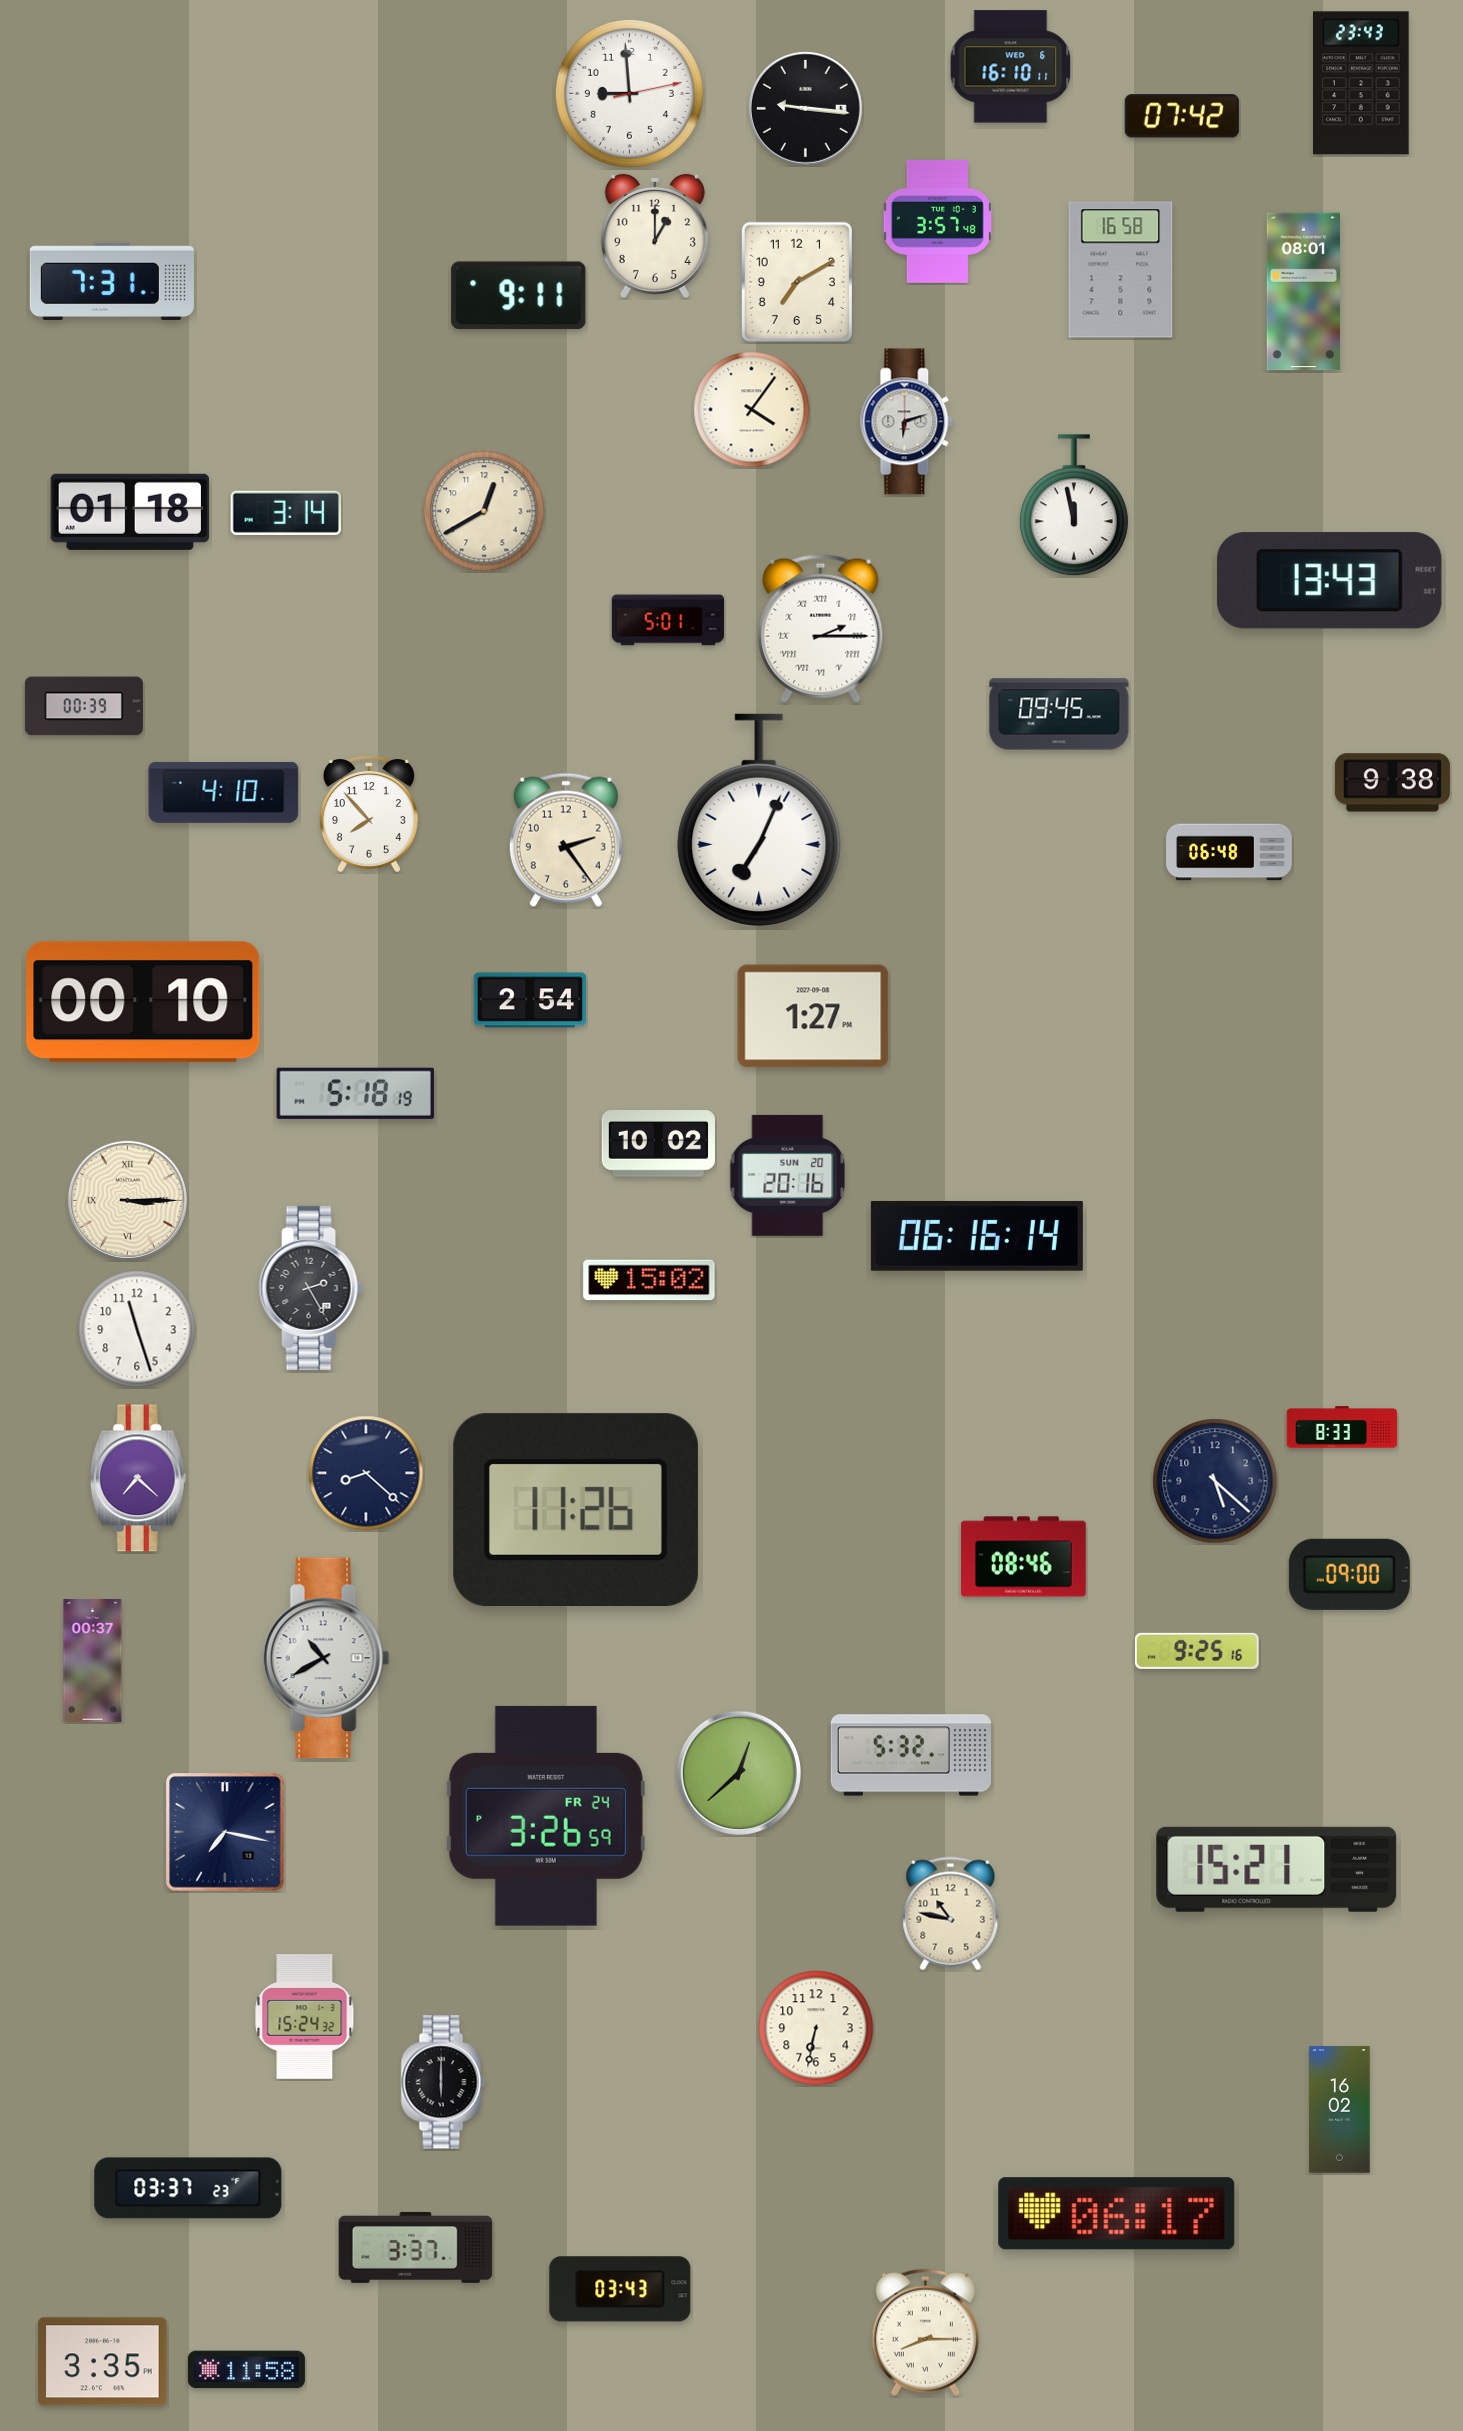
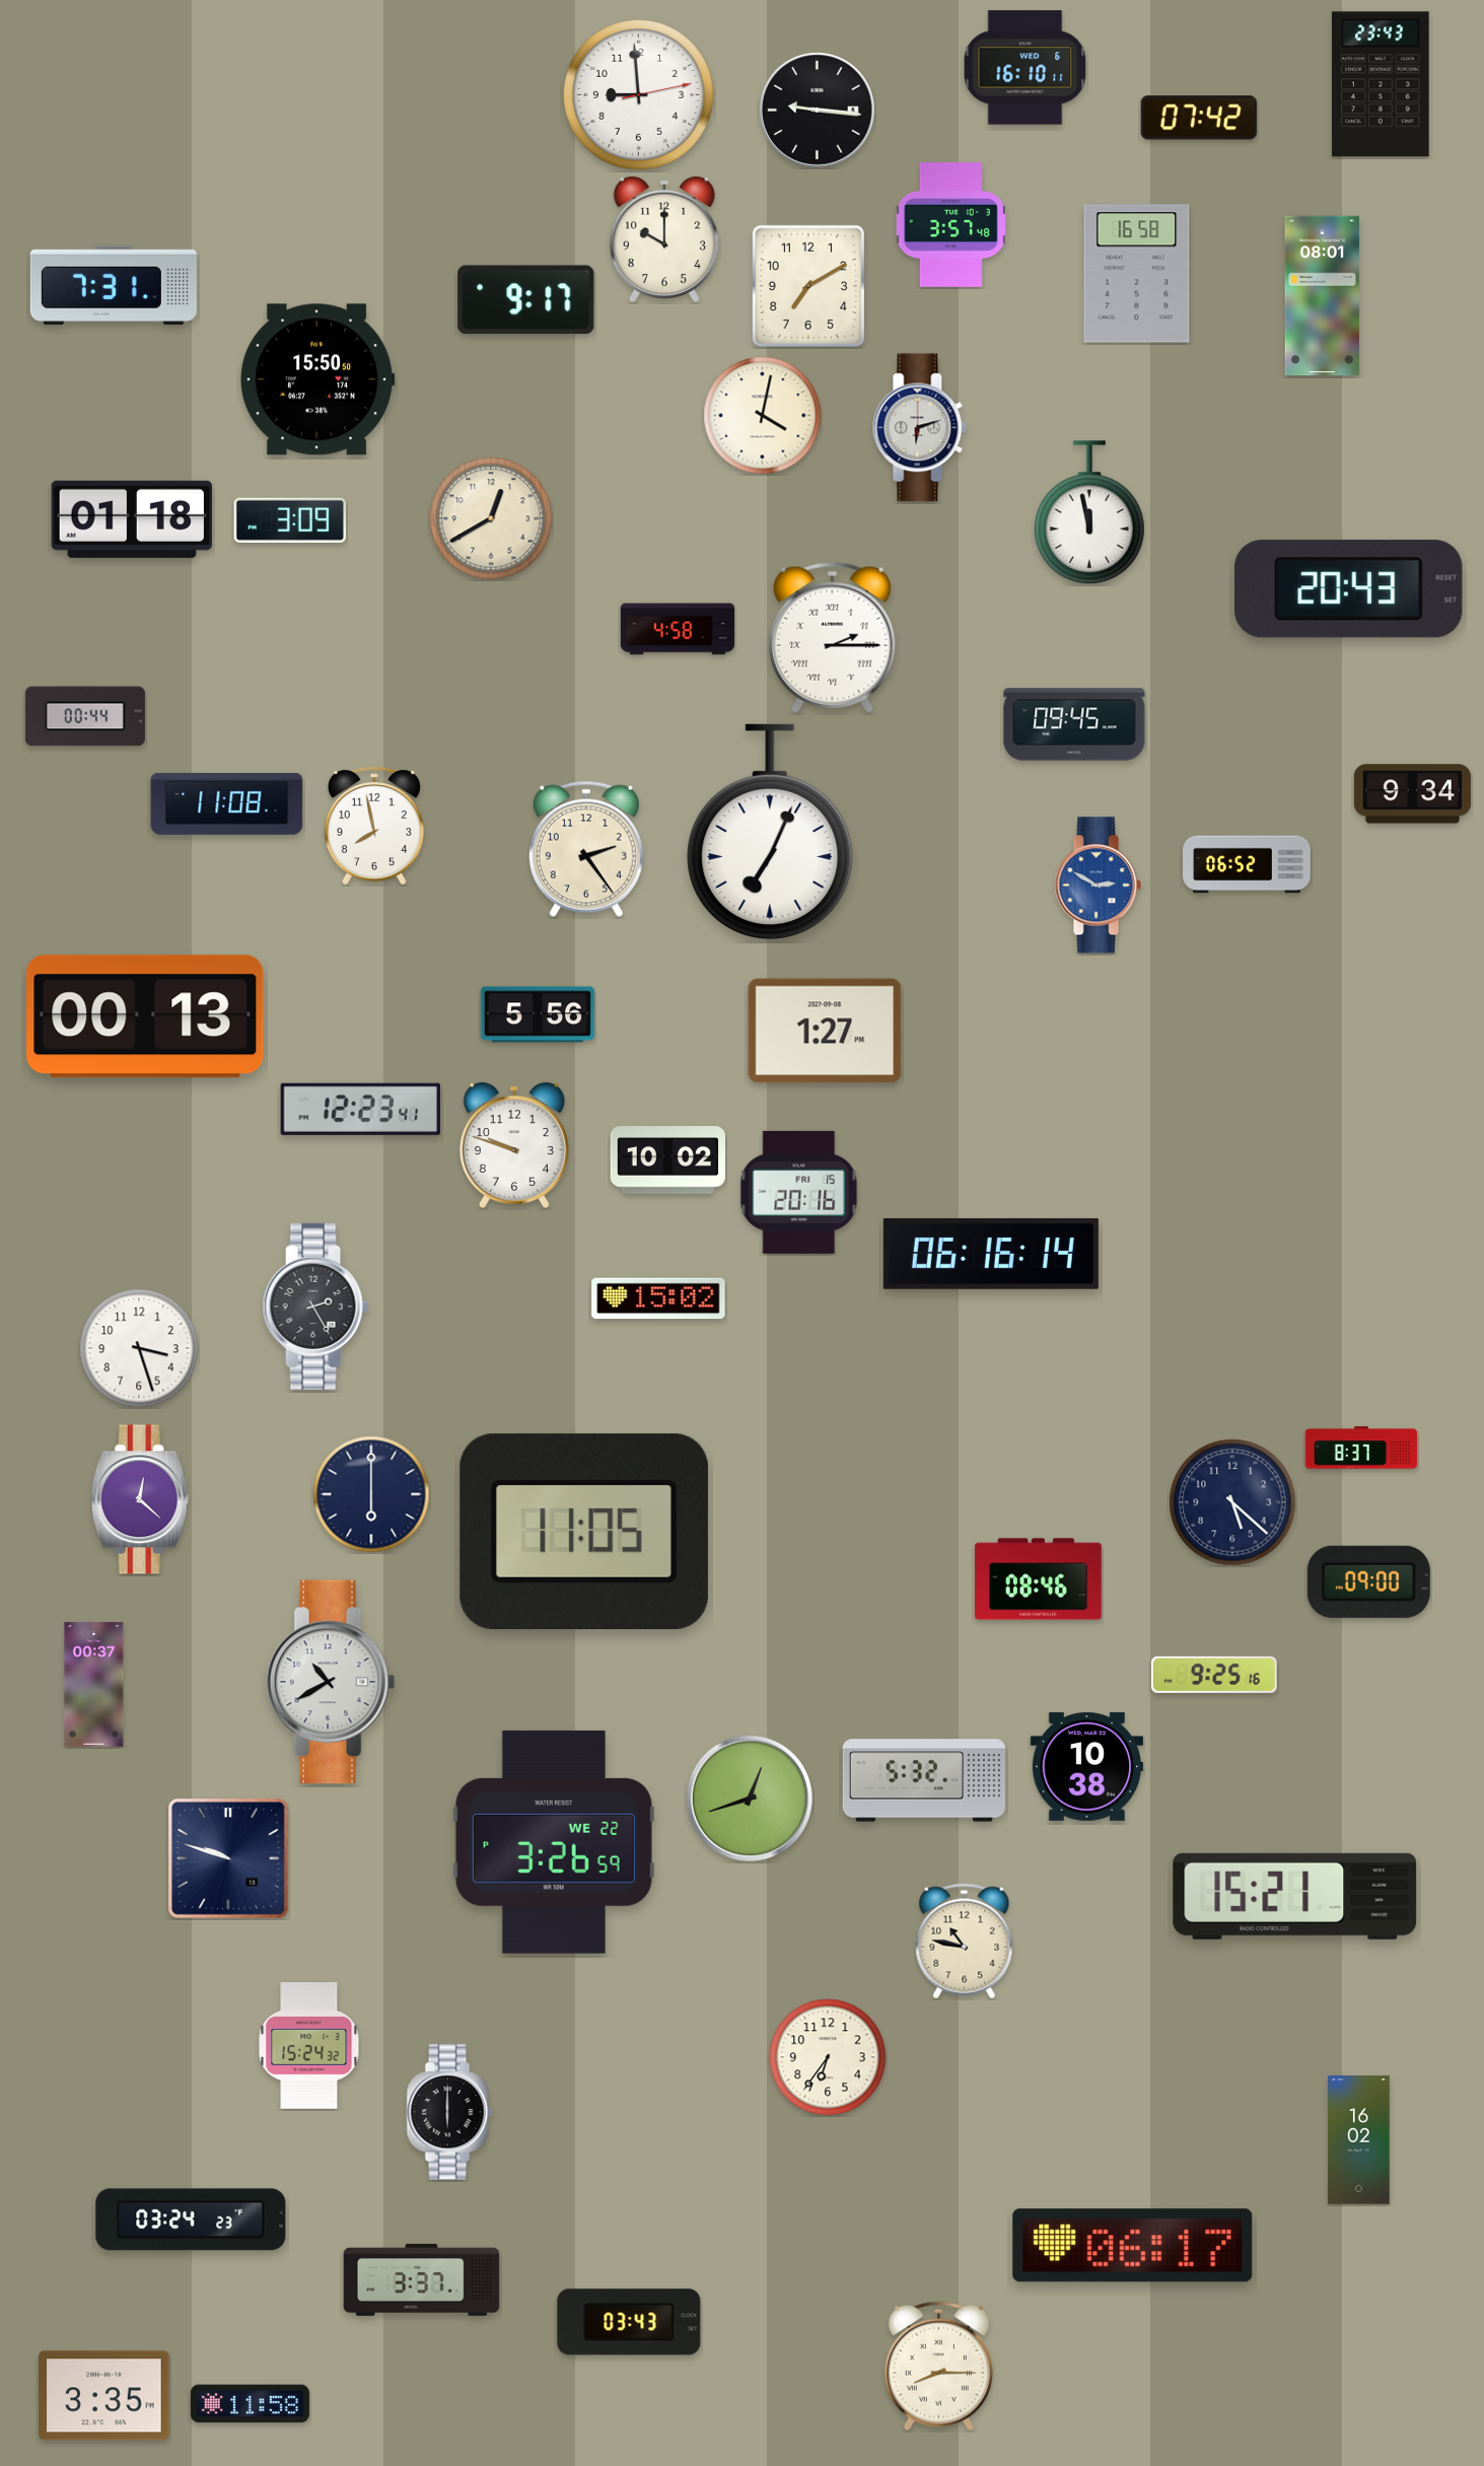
clock at (655, 236): 1:00 -> 10:00
clock at (519, 296): 9:11 -> 9:17
clock at (317, 379): none -> 15:50
clock at (752, 410): 4:06 -> 4:02
clock at (285, 513): 3:14 -> 3:09
clock at (1329, 581): 13:43 -> 20:43
clock at (668, 620): 5:01 -> 4:58
clock at (84, 706): 00:39 -> 00:44
clock at (1392, 783): 9:38 -> 9:34
clock at (224, 792): 4:10 -> 11:08
clock at (369, 814): 7:53 -> 7:58
clock at (566, 840) position: (566, 840) -> (586, 849)
clock at (1229, 852): 06:48 -> 06:52
clock at (1098, 886): none -> 2:50
clock at (529, 1000): 2:54 -> 5:56
clock at (143, 1002): 00:10 -> 00:13
clock at (355, 1093): 5:18 -> 12:23
clock at (514, 1145): none -> 9:48
clock at (788, 1175) date: SUN 20 -> FRI 15
clock at (127, 1200): 3:15 -> none
clock at (137, 1329): 11:27 -> 3:27
clock at (1342, 1427): 8:33 -> 8:37
clock at (366, 1473): 8:22 -> 6:00
clock at (138, 1478): 7:22 -> 12:22
clock at (576, 1509): 11:26 -> 11:05
clock at (1349, 1574) position: (1349, 1574) -> (1368, 1581)
clock at (1086, 1766): none -> 10:38
clock at (738, 1772): 12:38 -> 12:42
clock at (546, 1816) date: FR 24 -> WE 22
clock at (226, 1833): 7:17 -> 9:48
clock at (816, 2028): 6:32 -> 6:36
clock at (188, 2188): 03:37 -> 03:24
